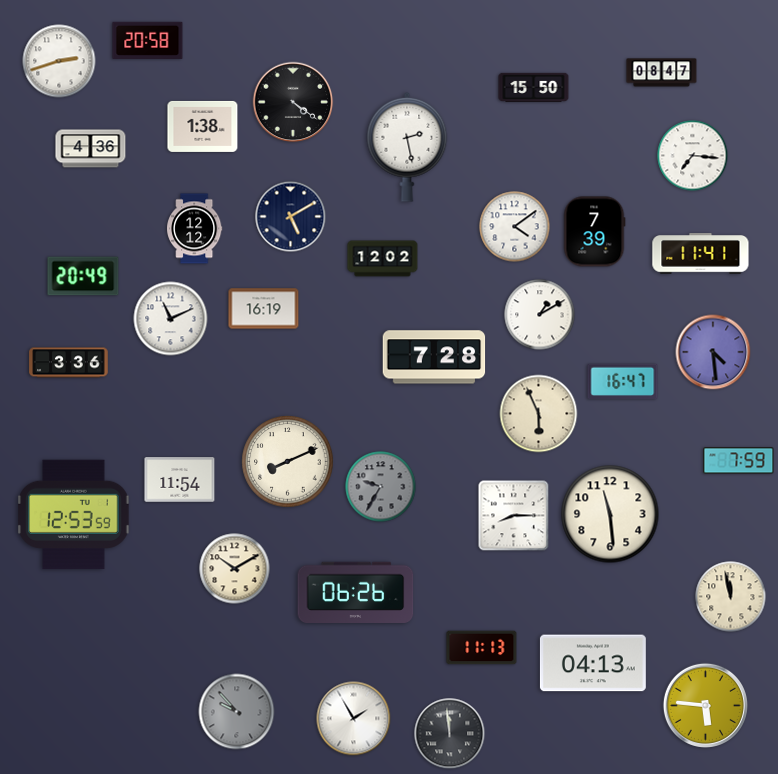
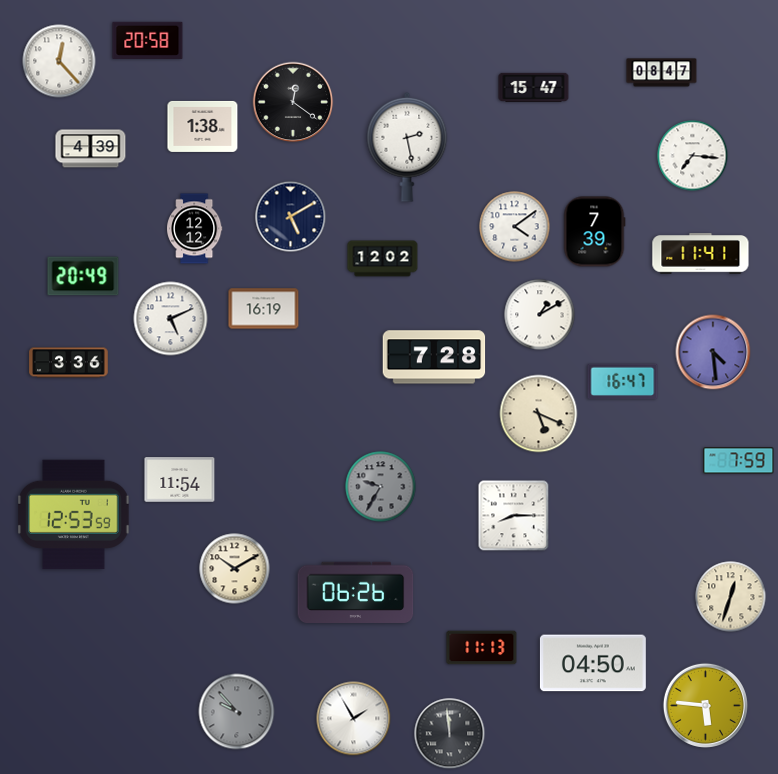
clock at (59, 61): 2:42 -> 12:23
clock at (534, 87): 15:50 -> 15:47
clock at (293, 102): 4:21 -> 12:21
clock at (91, 149): 4:36 -> 4:39
clock at (171, 319): 11:11 -> 5:11
clock at (539, 414): 5:56 -> 5:19
clock at (288, 462): 8:11 -> none
clock at (610, 514): 11:29 -> none
clock at (731, 597): 11:58 -> 12:33
clock at (593, 663): 04:13 -> 04:50
